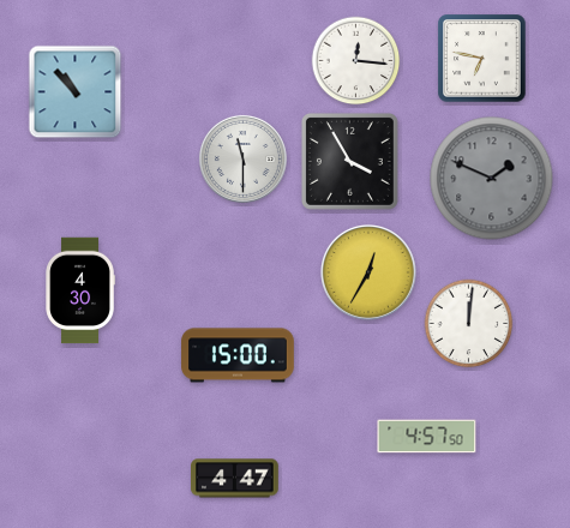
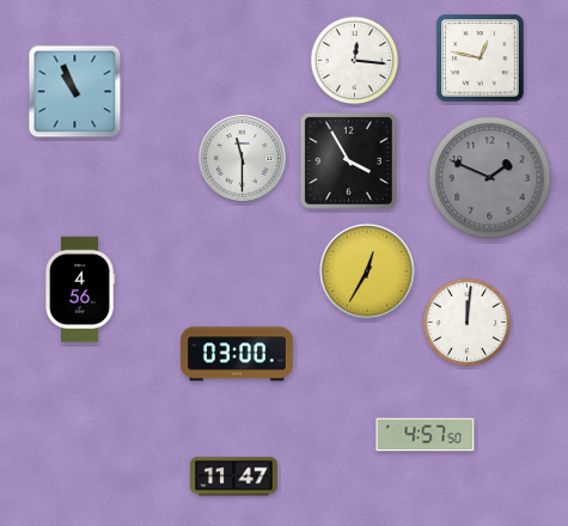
clock at (482, 59): 6:47 -> 12:47
clock at (76, 92): 10:53 -> 10:56
clock at (80, 290): 4:30 -> 4:56
clock at (238, 355): 15:00 -> 03:00
clock at (235, 479): 4:47 -> 11:47
